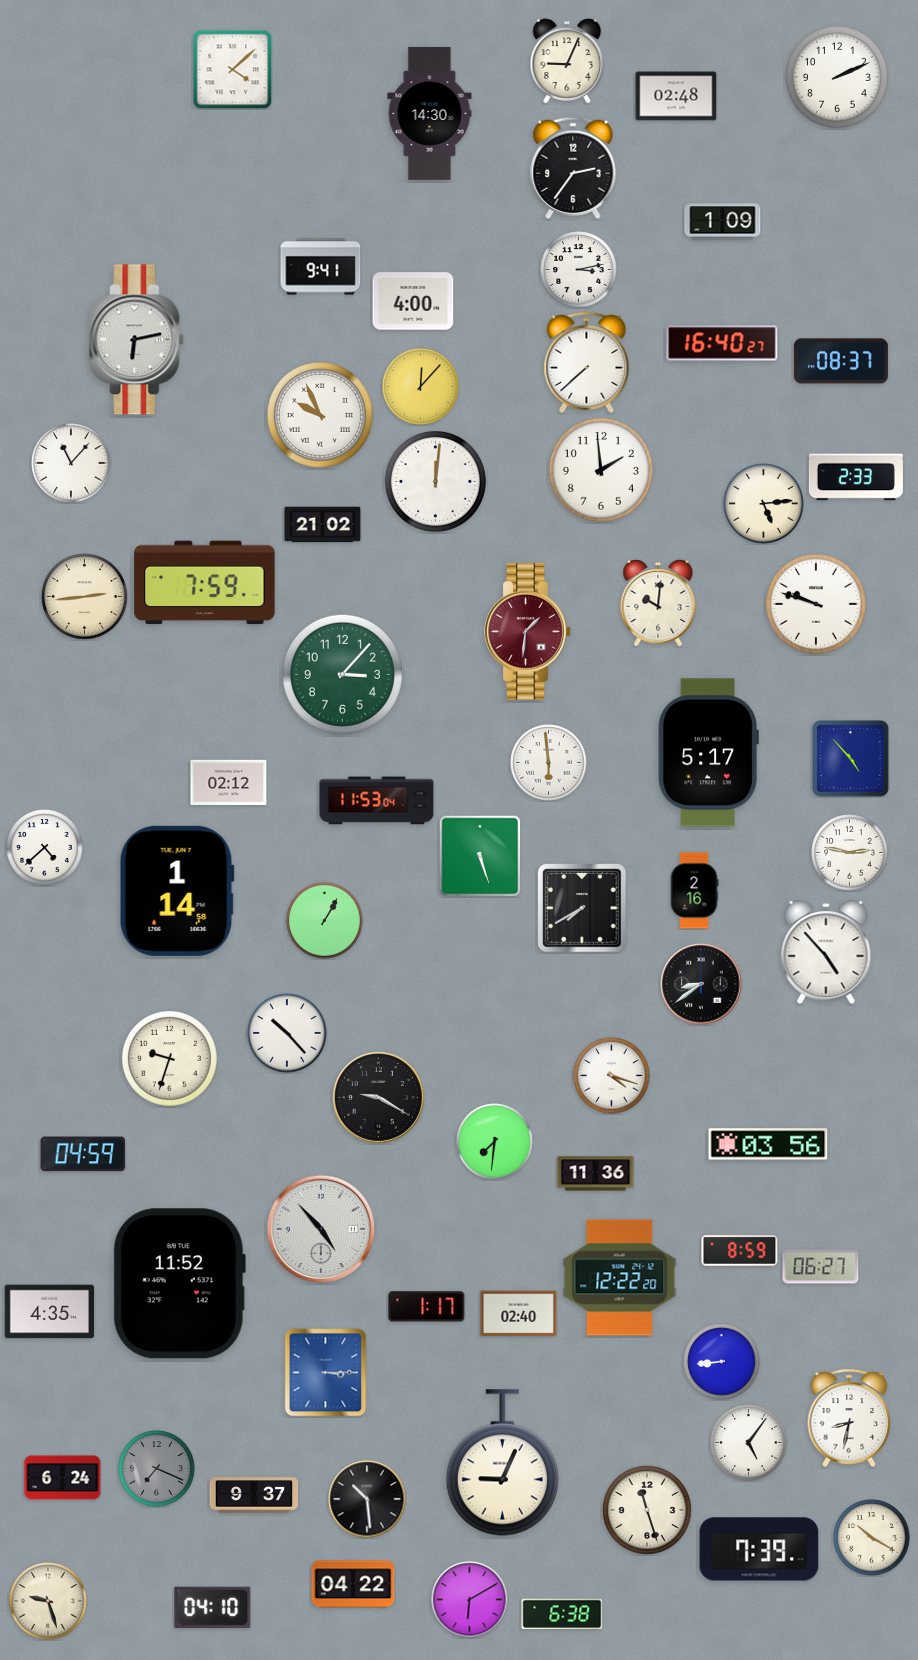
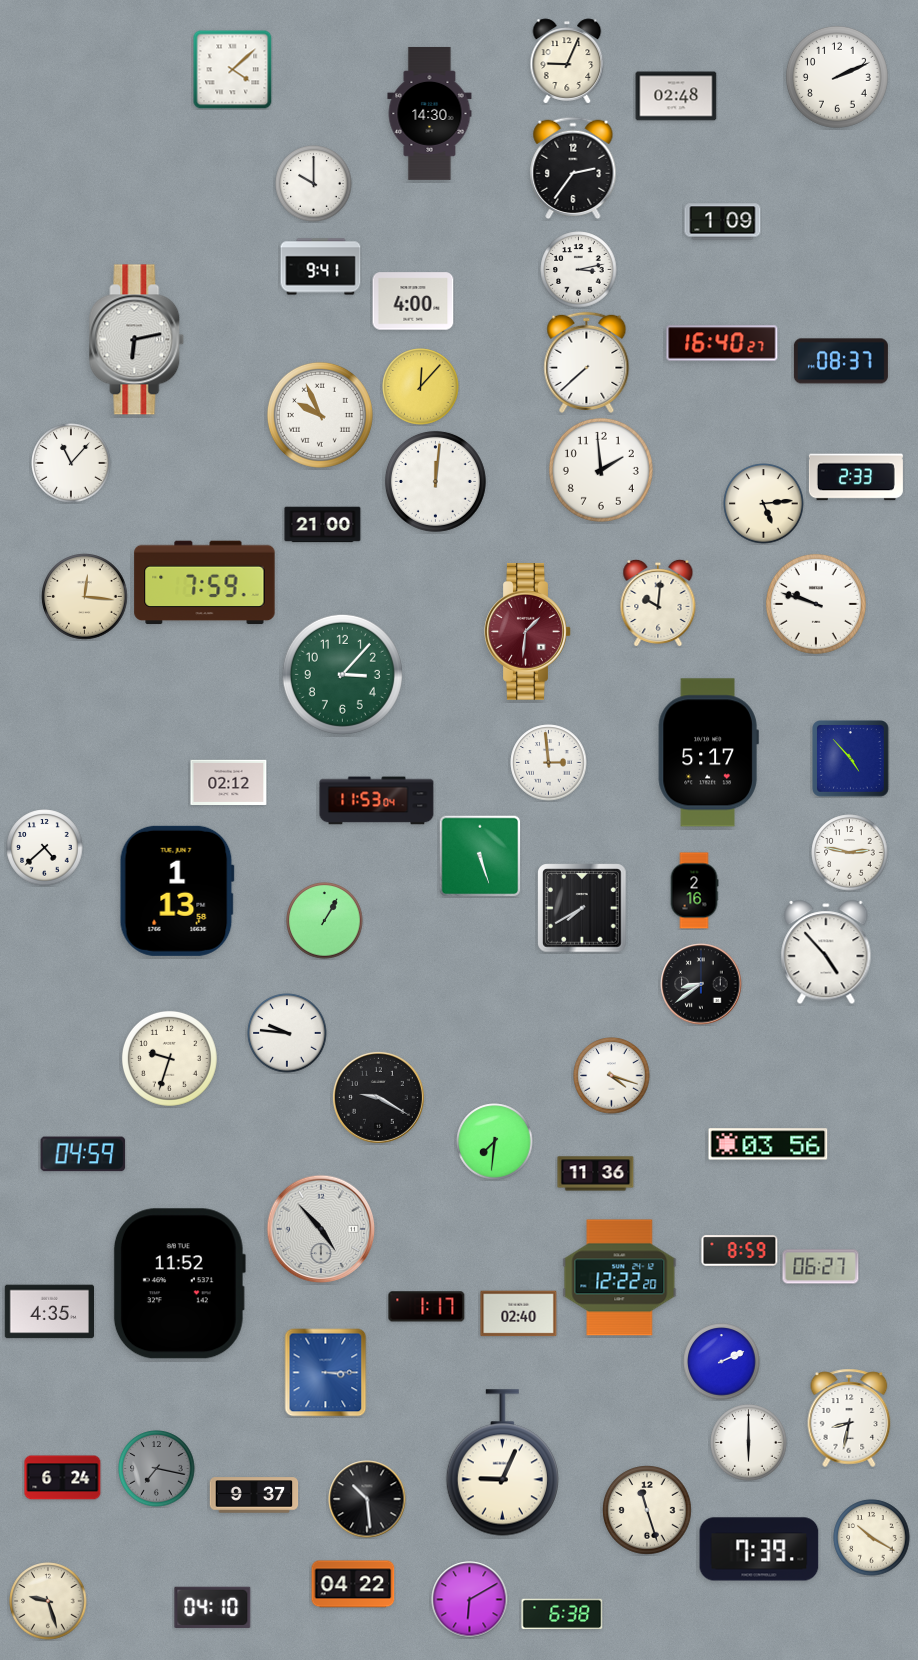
clock at (314, 184): none -> 10:00
clock at (323, 525): 21:02 -> 21:00
clock at (85, 597): 2:44 -> 12:16
clock at (549, 763): 5:59 -> 2:59
clock at (177, 891): 1:14 -> 1:13
clock at (287, 1033): 10:23 -> 9:46
clock at (722, 1362): 8:44 -> 2:11
clock at (749, 1443): 5:06 -> 6:00
clock at (157, 1469): 7:19 -> 7:17
